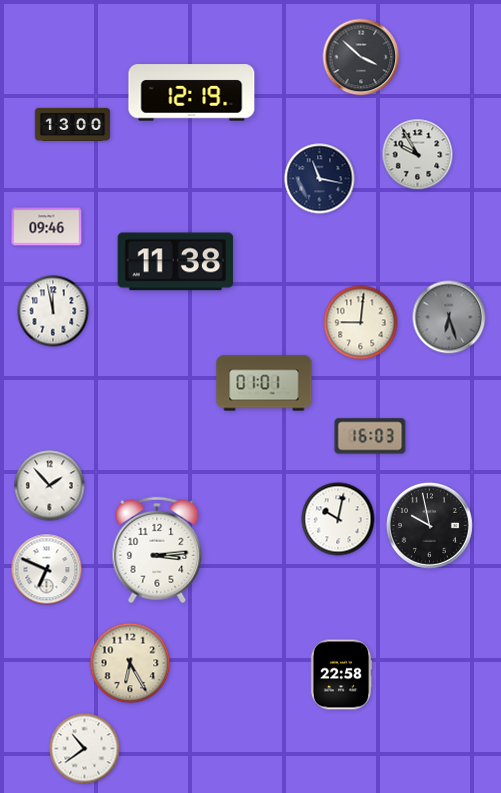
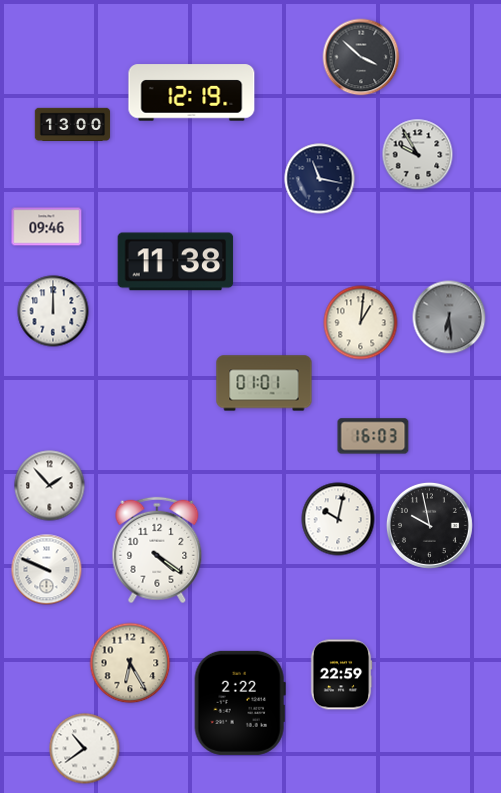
clock at (53, 311): 11:58 -> 12:00
clock at (449, 317): 6:27 -> 6:29
clock at (361, 323): 9:01 -> 1:01
clock at (370, 436) position: (370, 436) -> (373, 436)
clock at (157, 550): 3:14 -> 4:21
clock at (47, 570): 6:49 -> 9:49
clock at (341, 675): 22:58 -> 22:59
clock at (240, 703): none -> 2:22
